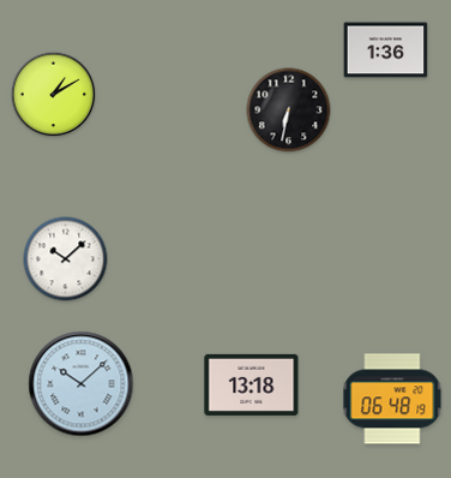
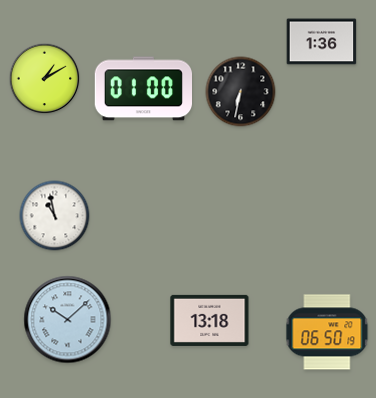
clock at (143, 89): none -> 01:00
clock at (66, 259): 10:08 -> 10:58
clock at (392, 399): 06:48 -> 06:50
